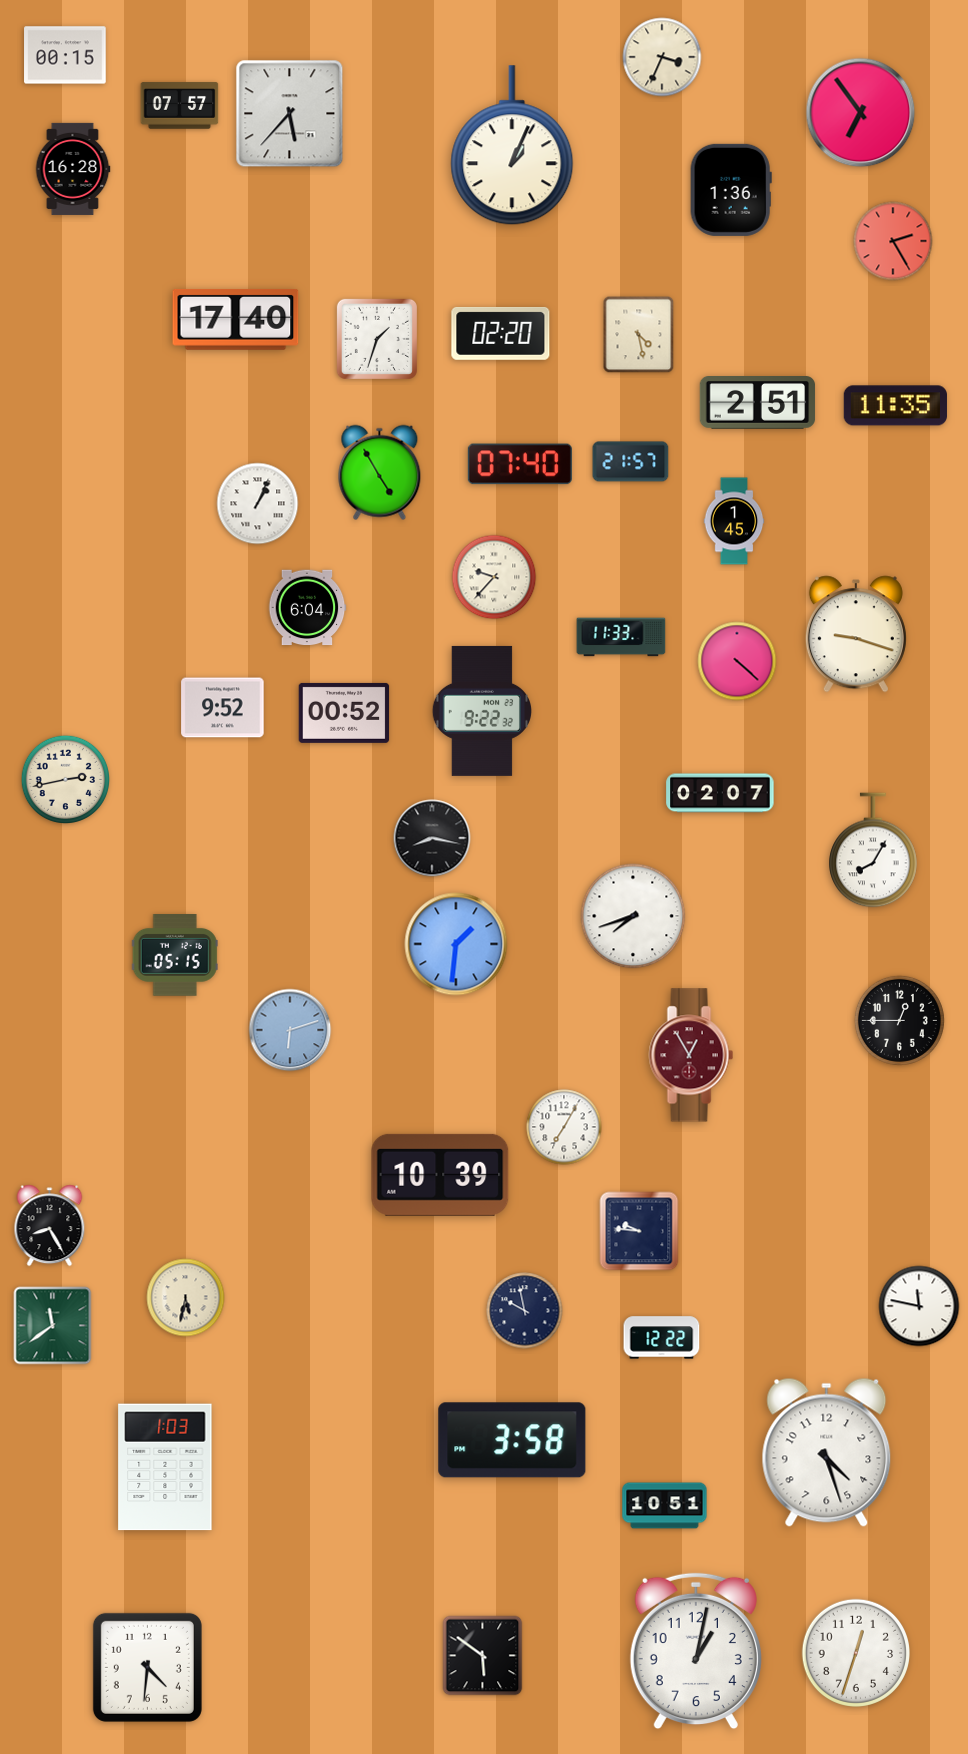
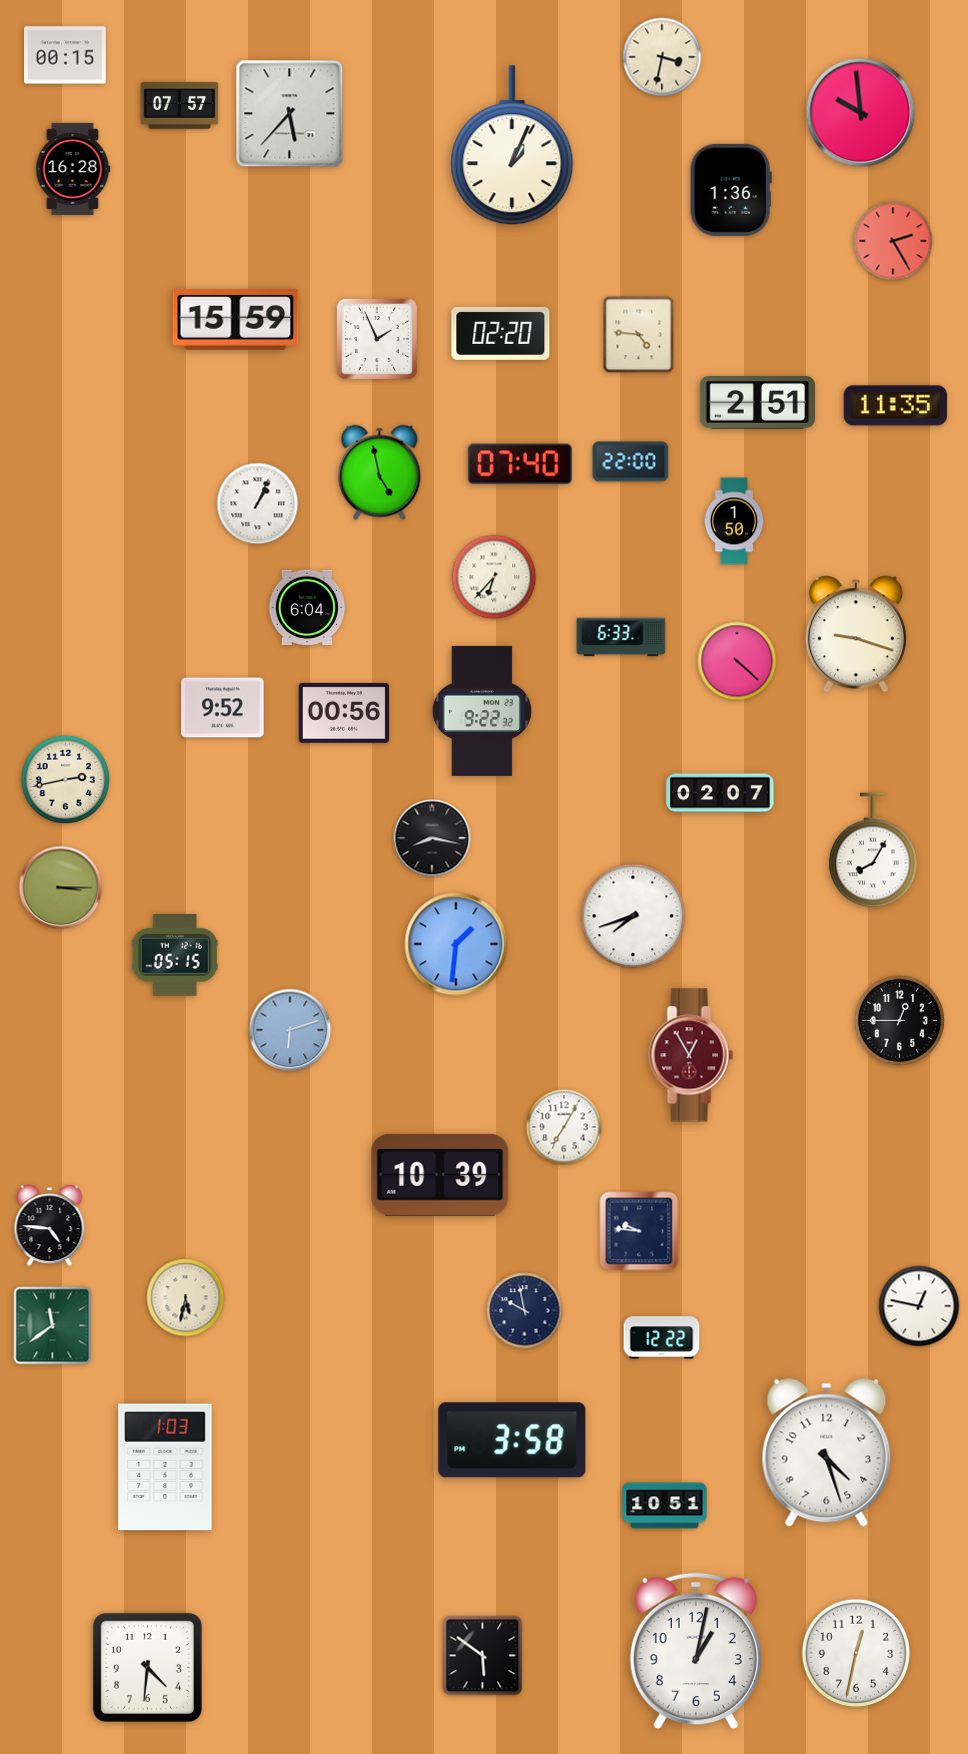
clock at (662, 57): 3:34 -> 3:32
clock at (861, 113): 6:54 -> 9:59
clock at (236, 319): 17:40 -> 15:59
clock at (639, 335): 4:28 -> 4:46
clock at (377, 339): 1:33 -> 1:56
clock at (631, 462): 21:57 -> 22:00
clock at (380, 473): 4:55 -> 4:58
clock at (734, 521): 1:45 -> 1:50
clock at (494, 577): 9:37 -> 6:37
clock at (621, 637): 11:33 -> 6:33
clock at (344, 713): 00:52 -> 00:56
clock at (61, 888): none -> 3:15
clock at (50, 1226): 8:25 -> 4:46
clock at (919, 1306): 11:47 -> 12:47
clock at (855, 1652): 12:33 -> 12:32
